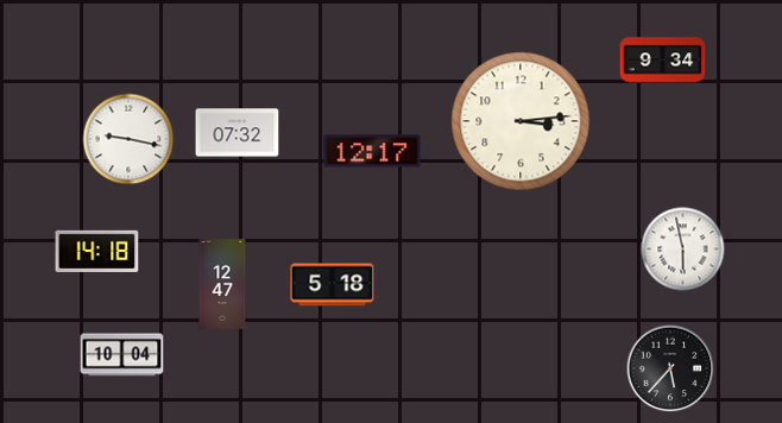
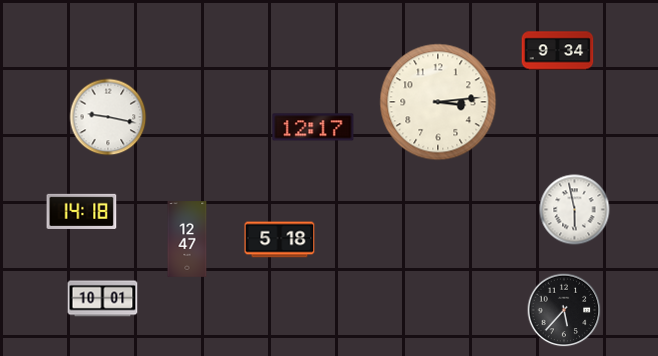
clock at (238, 133): 07:32 -> none
clock at (122, 355): 10:04 -> 10:01
